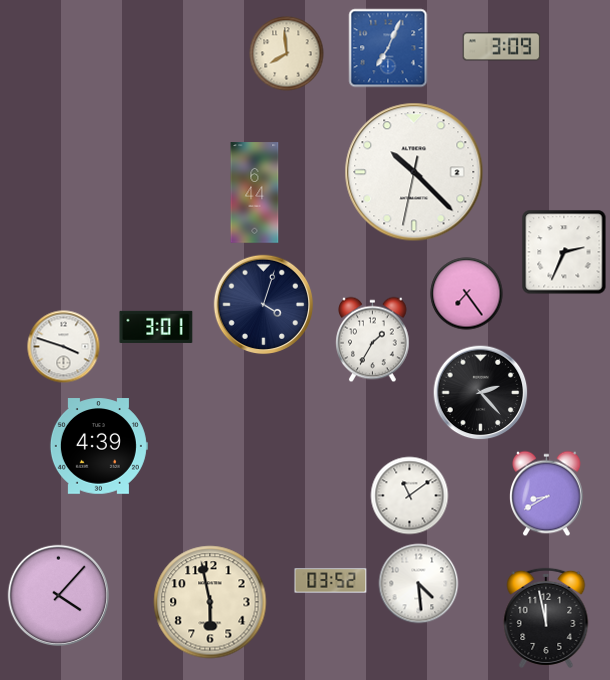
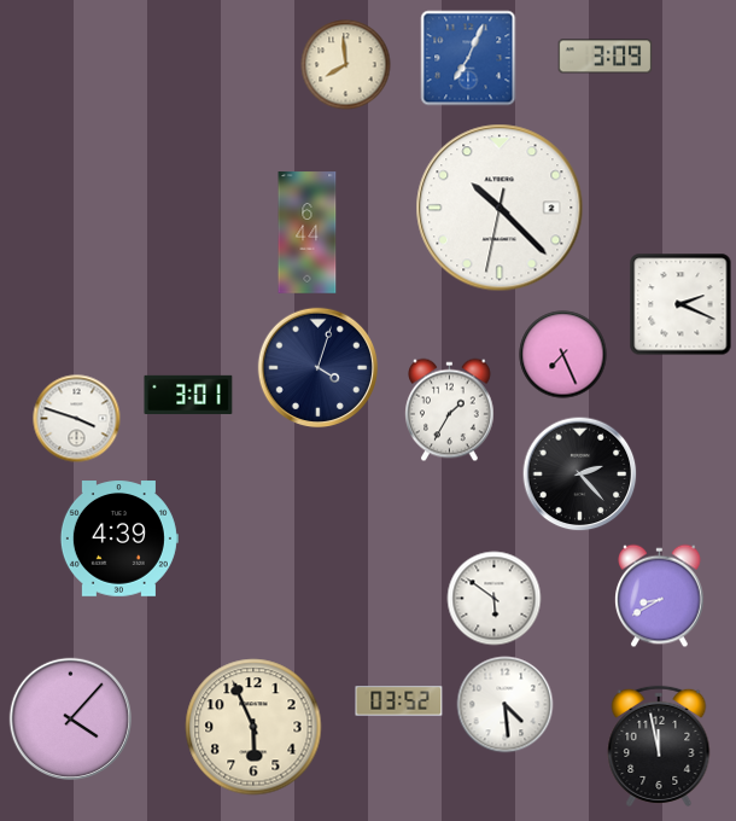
clock at (564, 252): 2:34 -> 2:19
clock at (467, 294): 7:24 -> 7:26
clock at (410, 496): 11:09 -> 5:51
clock at (210, 602): 5:58 -> 5:56
